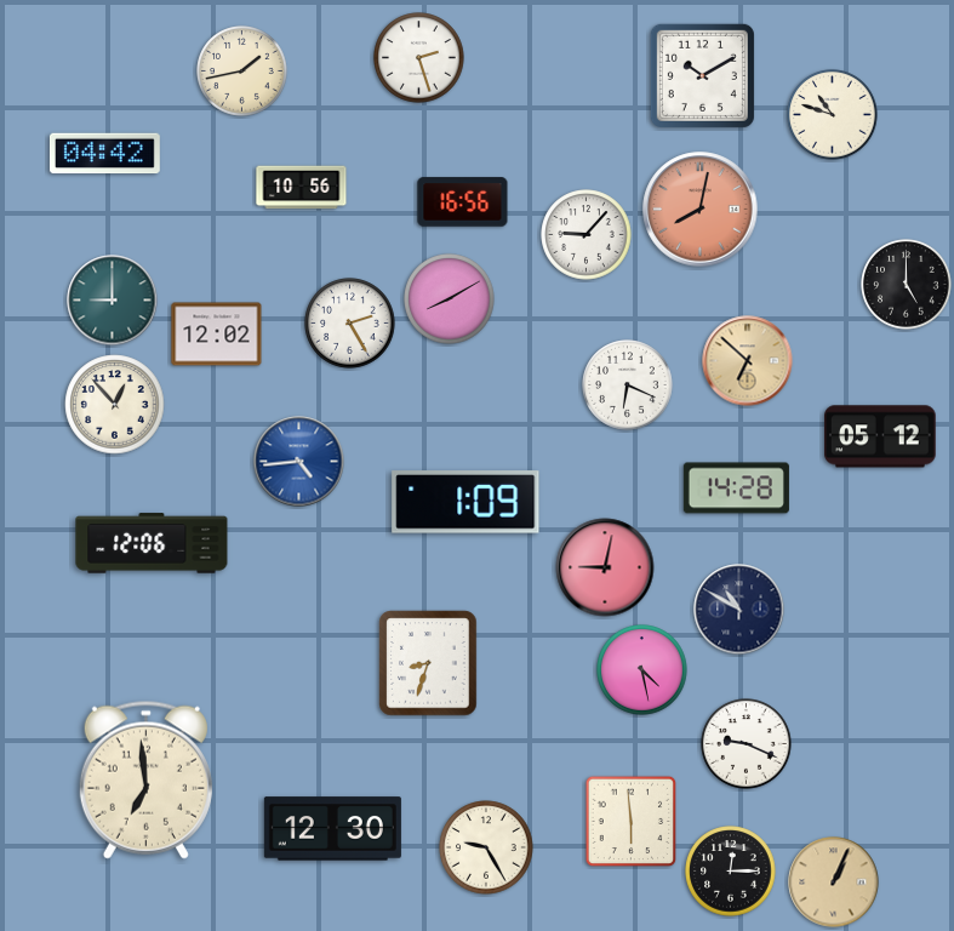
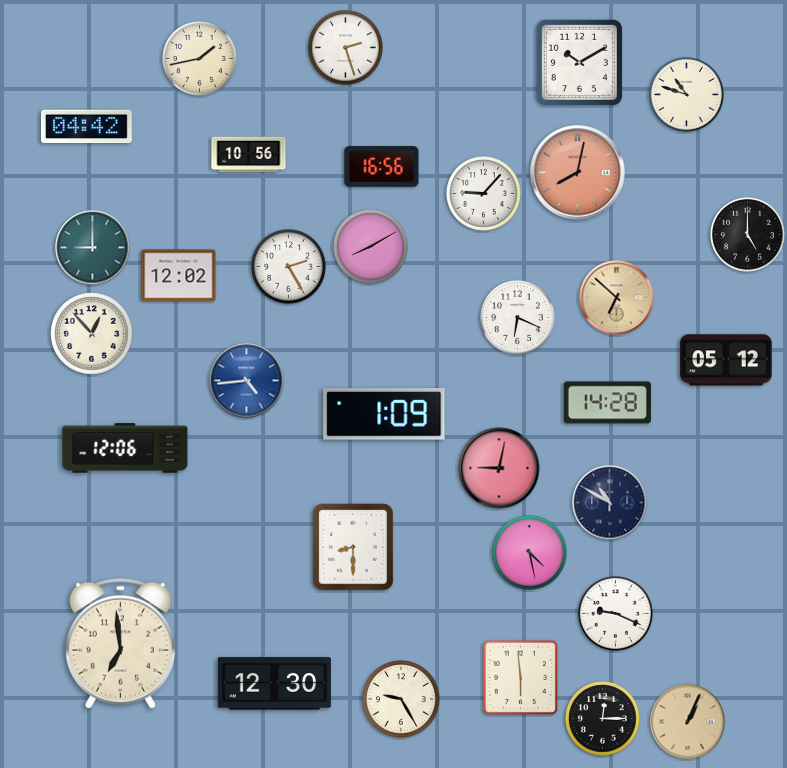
clock at (115, 405) position: (115, 405) -> (92, 334)
clock at (428, 663): 8:33 -> 8:30
clock at (834, 883) position: (834, 883) -> (688, 722)
